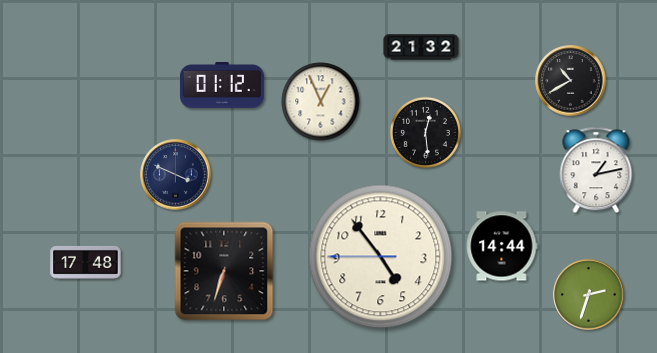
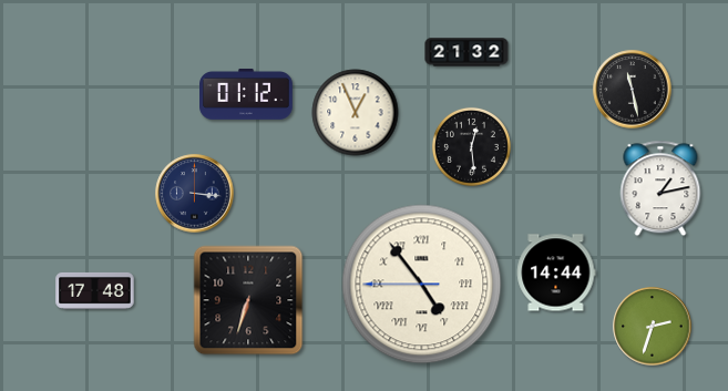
clock at (571, 81): 10:40 -> 11:28
clock at (176, 175): 3:49 -> 3:16
clock at (381, 257) numerals: Arabic -> Roman
